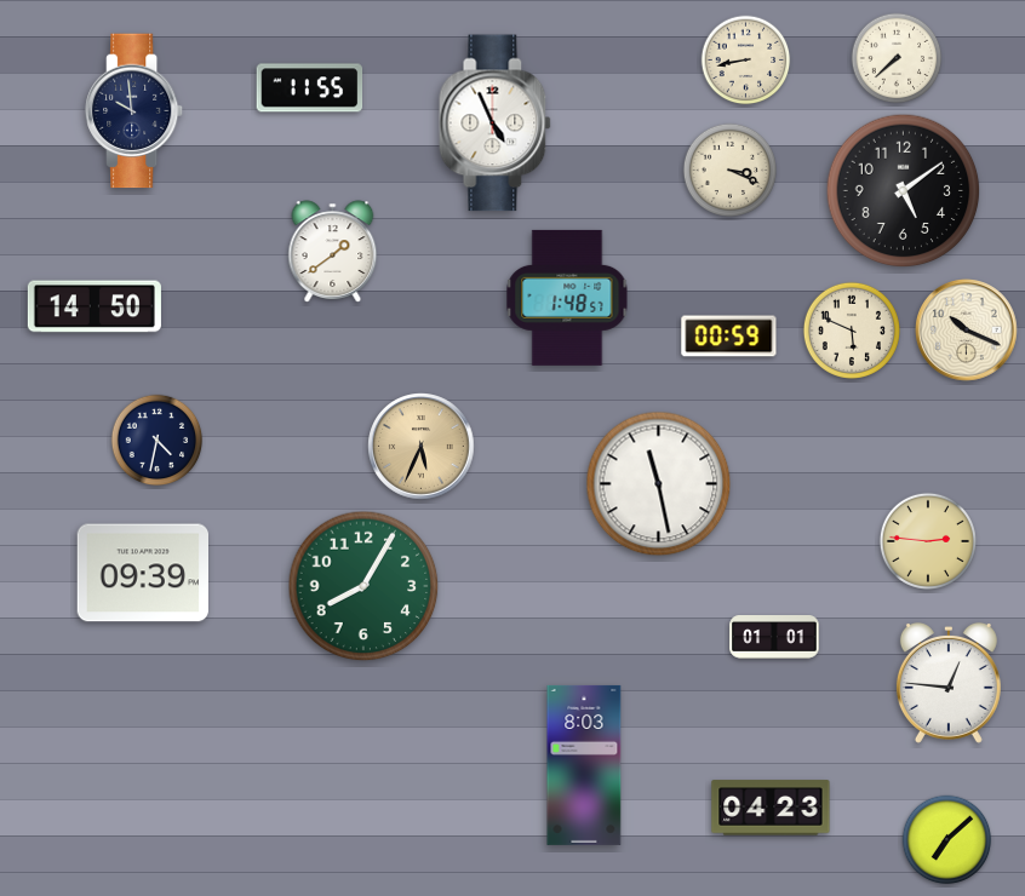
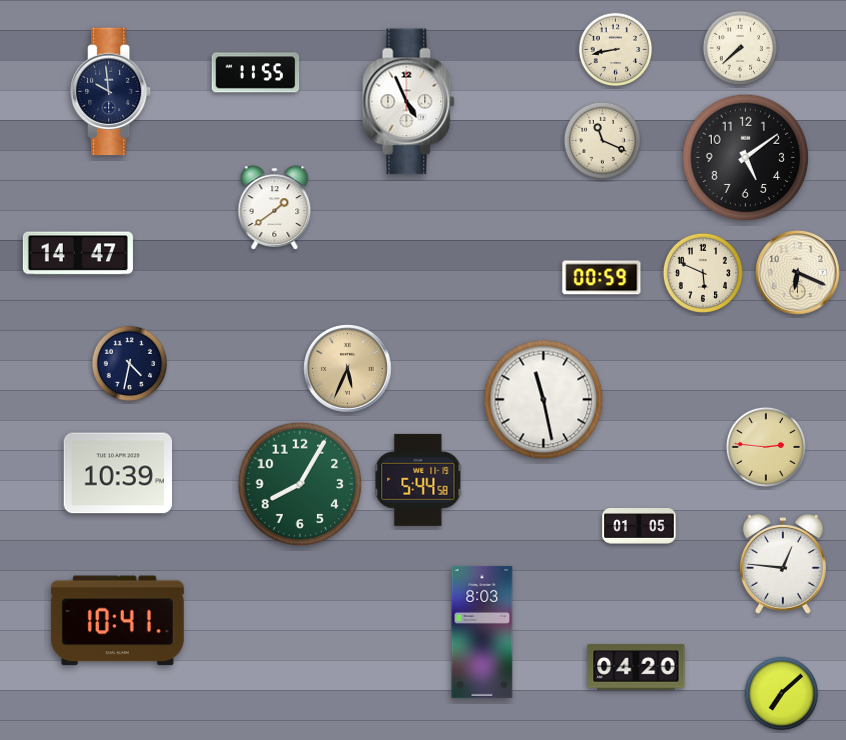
clock at (729, 170): 3:19 -> 11:19
clock at (567, 298): 1:48 -> none
clock at (95, 306): 14:50 -> 14:47
clock at (967, 331): 10:19 -> 6:19
clock at (142, 573): 09:39 -> 10:39
clock at (418, 480): none -> 5:44
clock at (774, 637): 01:01 -> 01:05
clock at (117, 621): none -> 10:41
clock at (771, 808): 04:23 -> 04:20
